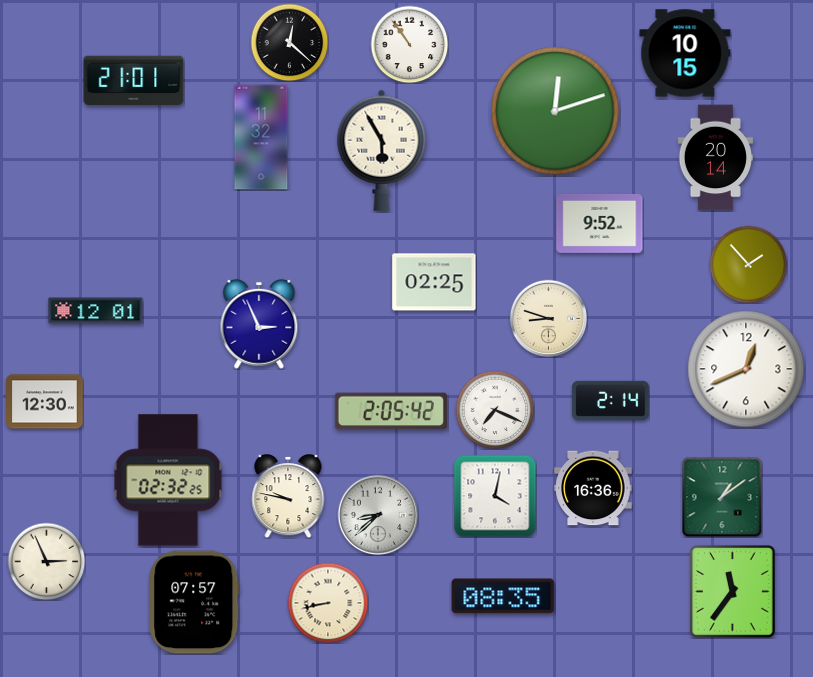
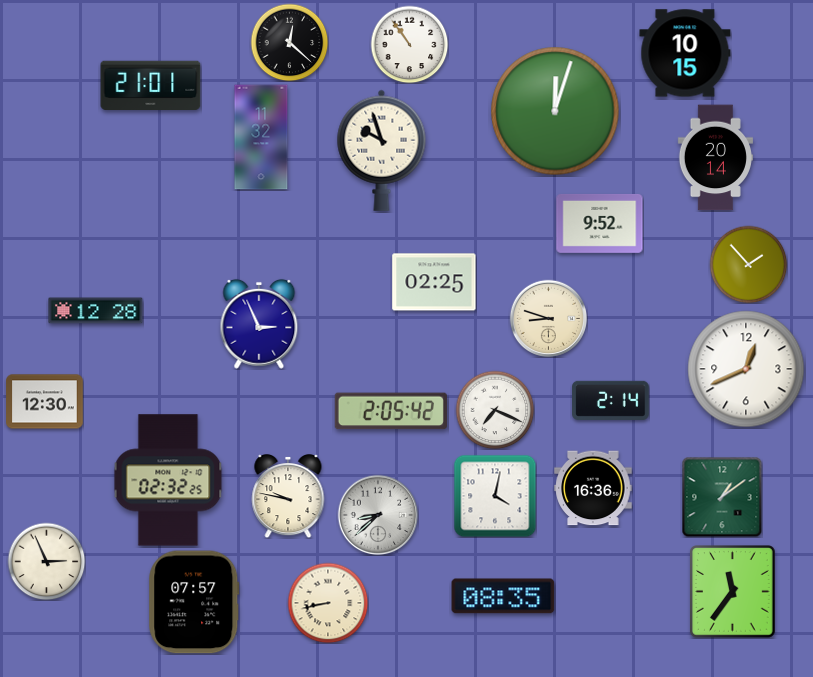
clock at (134, 80) position: (134, 80) -> (151, 85)
clock at (555, 111): 12:12 -> 12:03
clock at (382, 150): 5:55 -> 9:57
clock at (96, 311): 12:01 -> 12:28
